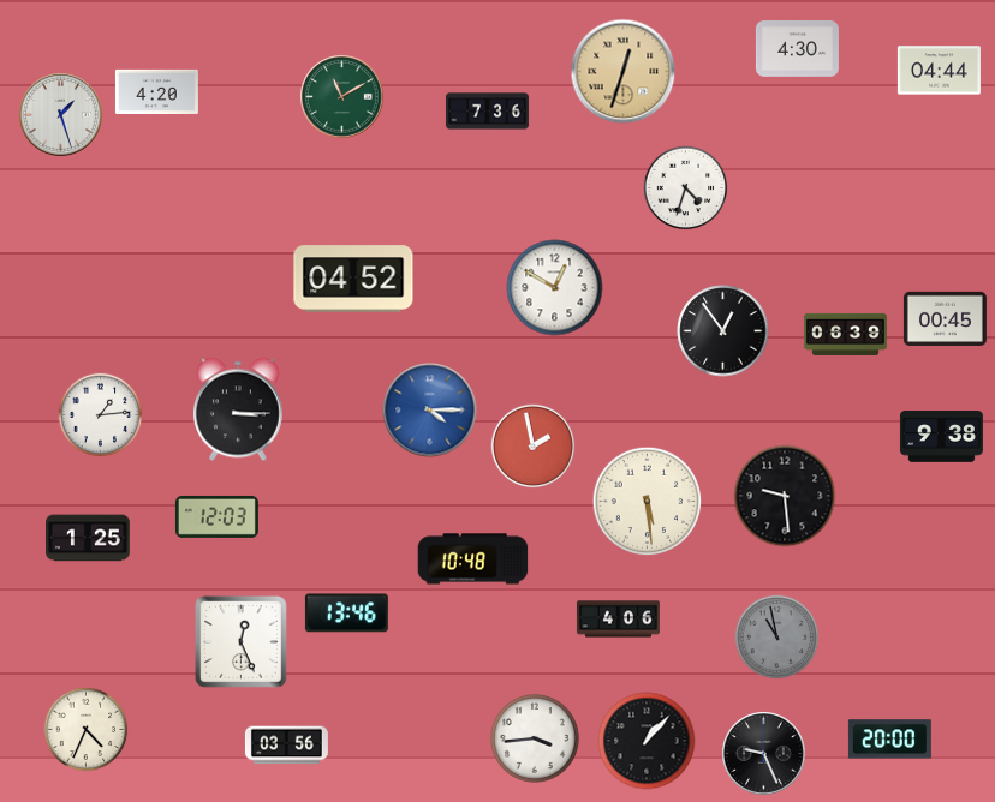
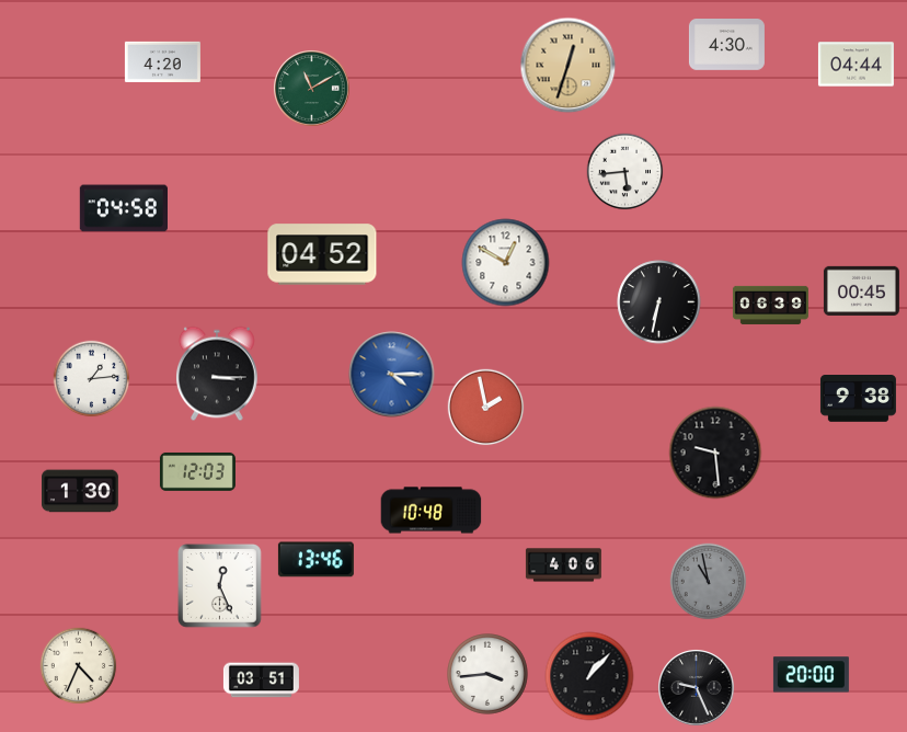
clock at (156, 91) position: (156, 91) -> (162, 61)
clock at (487, 112): 7:36 -> none
clock at (61, 115): 1:27 -> none
clock at (686, 188): 4:33 -> 5:44
clock at (123, 208): none -> 04:58
clock at (723, 331): 12:54 -> 6:32
clock at (648, 502): 5:29 -> none
clock at (89, 538): 1:25 -> 1:30
clock at (286, 746): 03:56 -> 03:51
